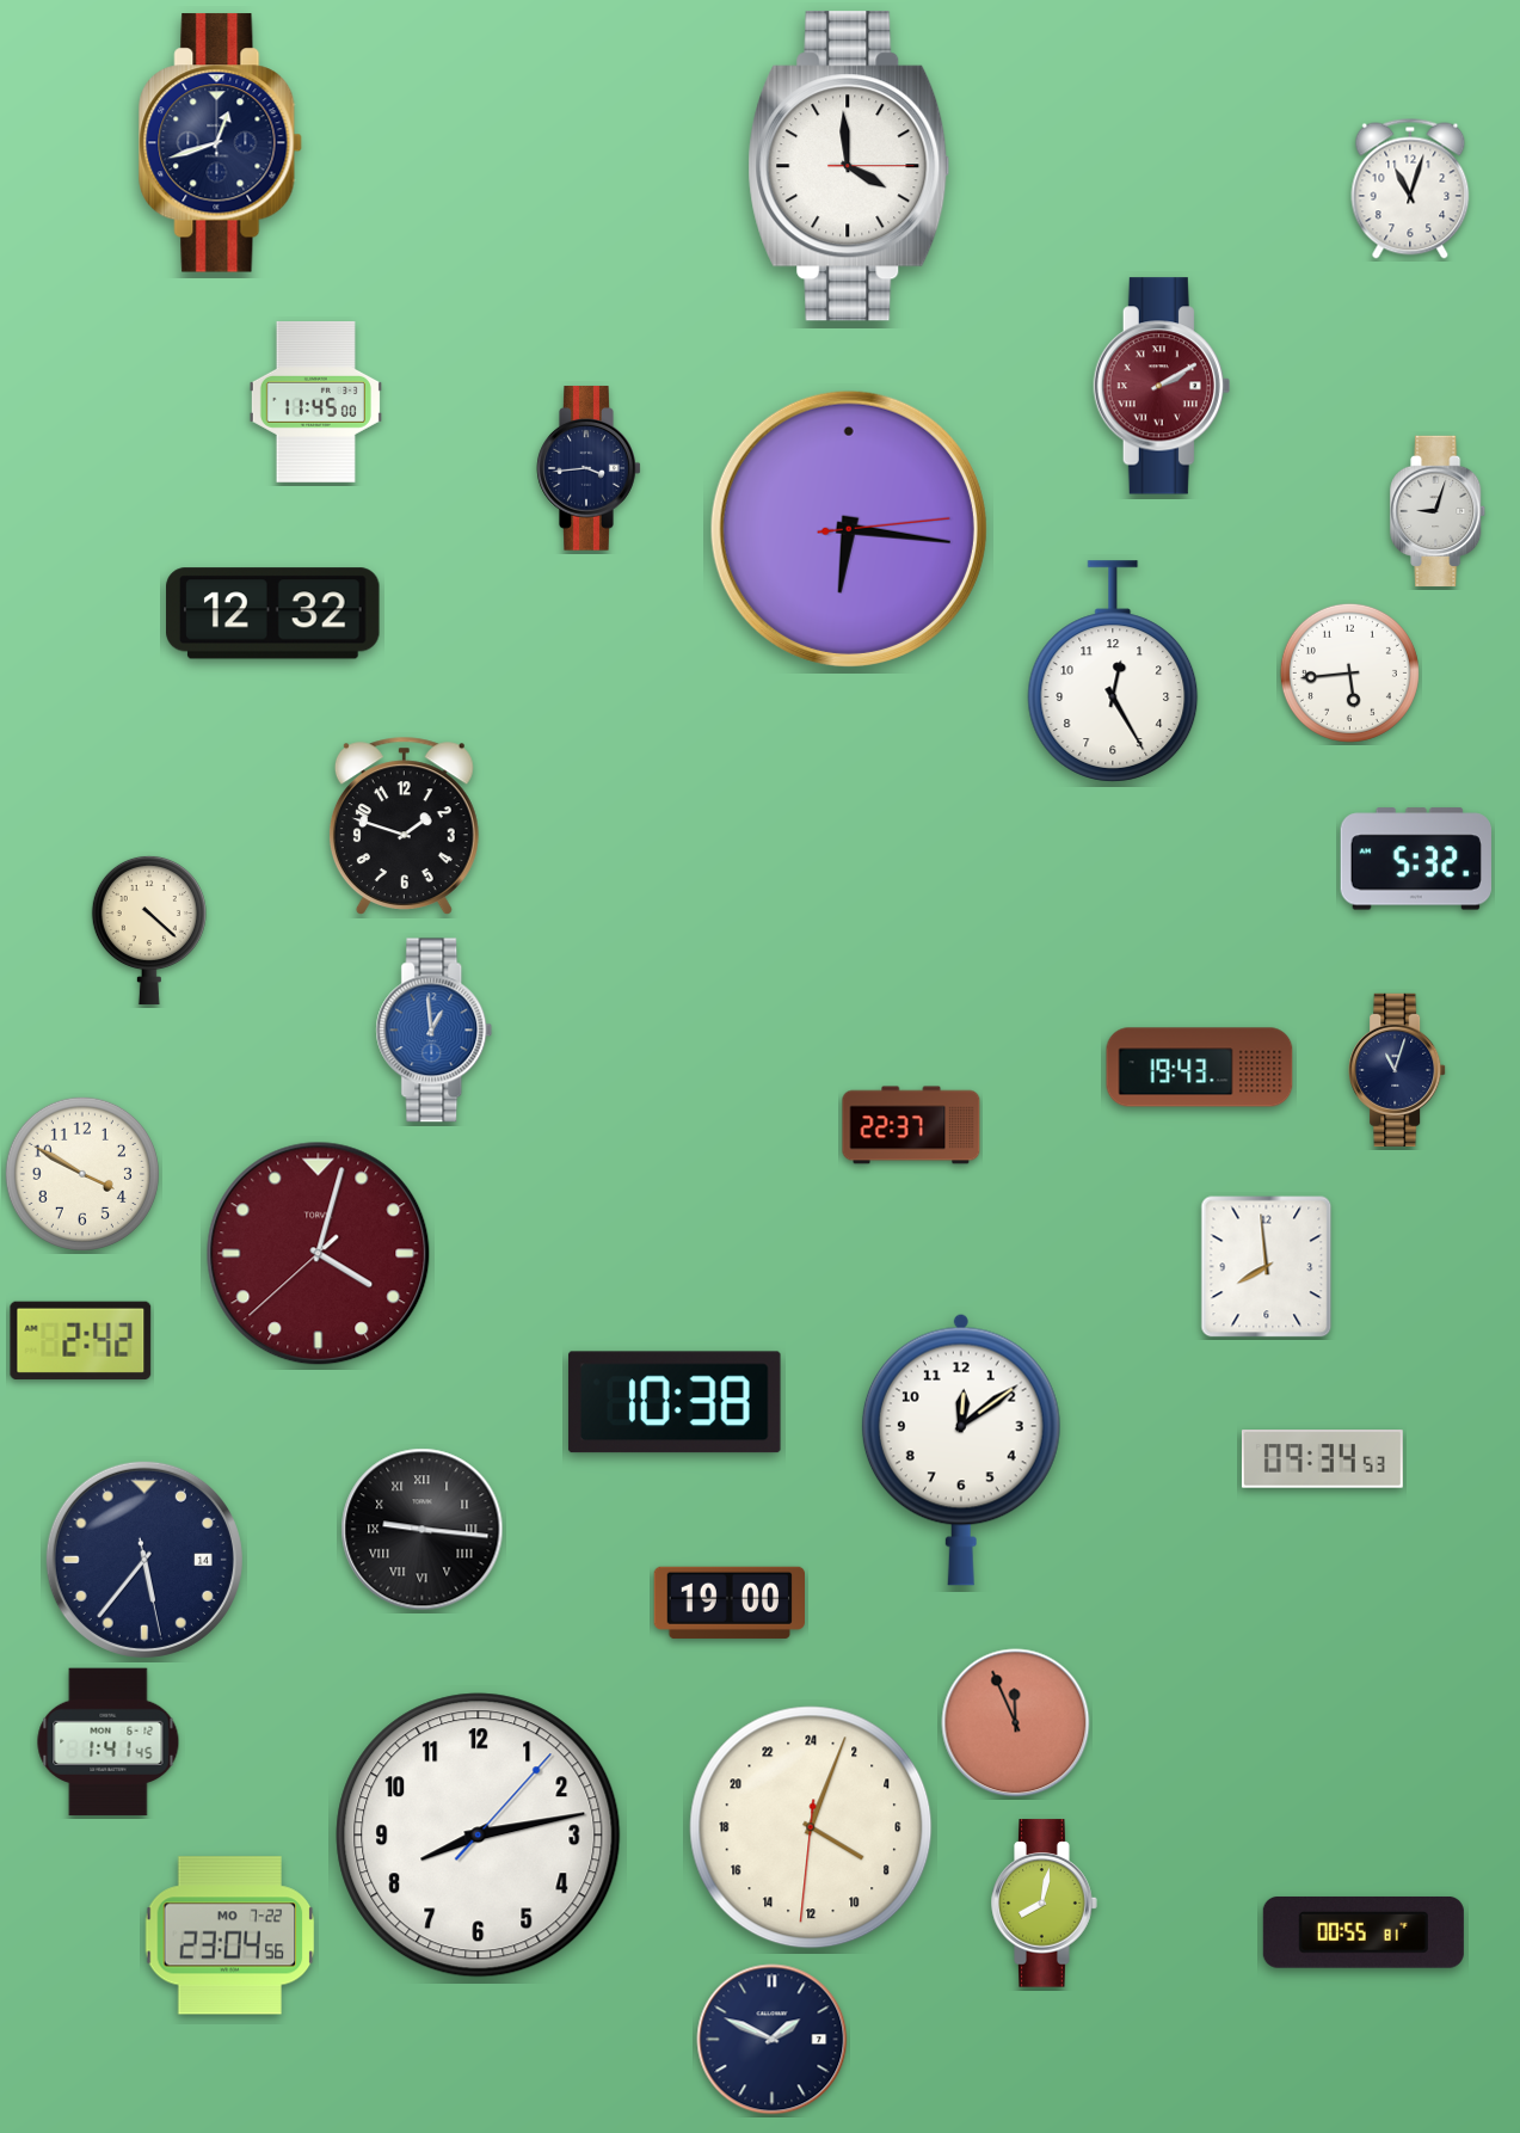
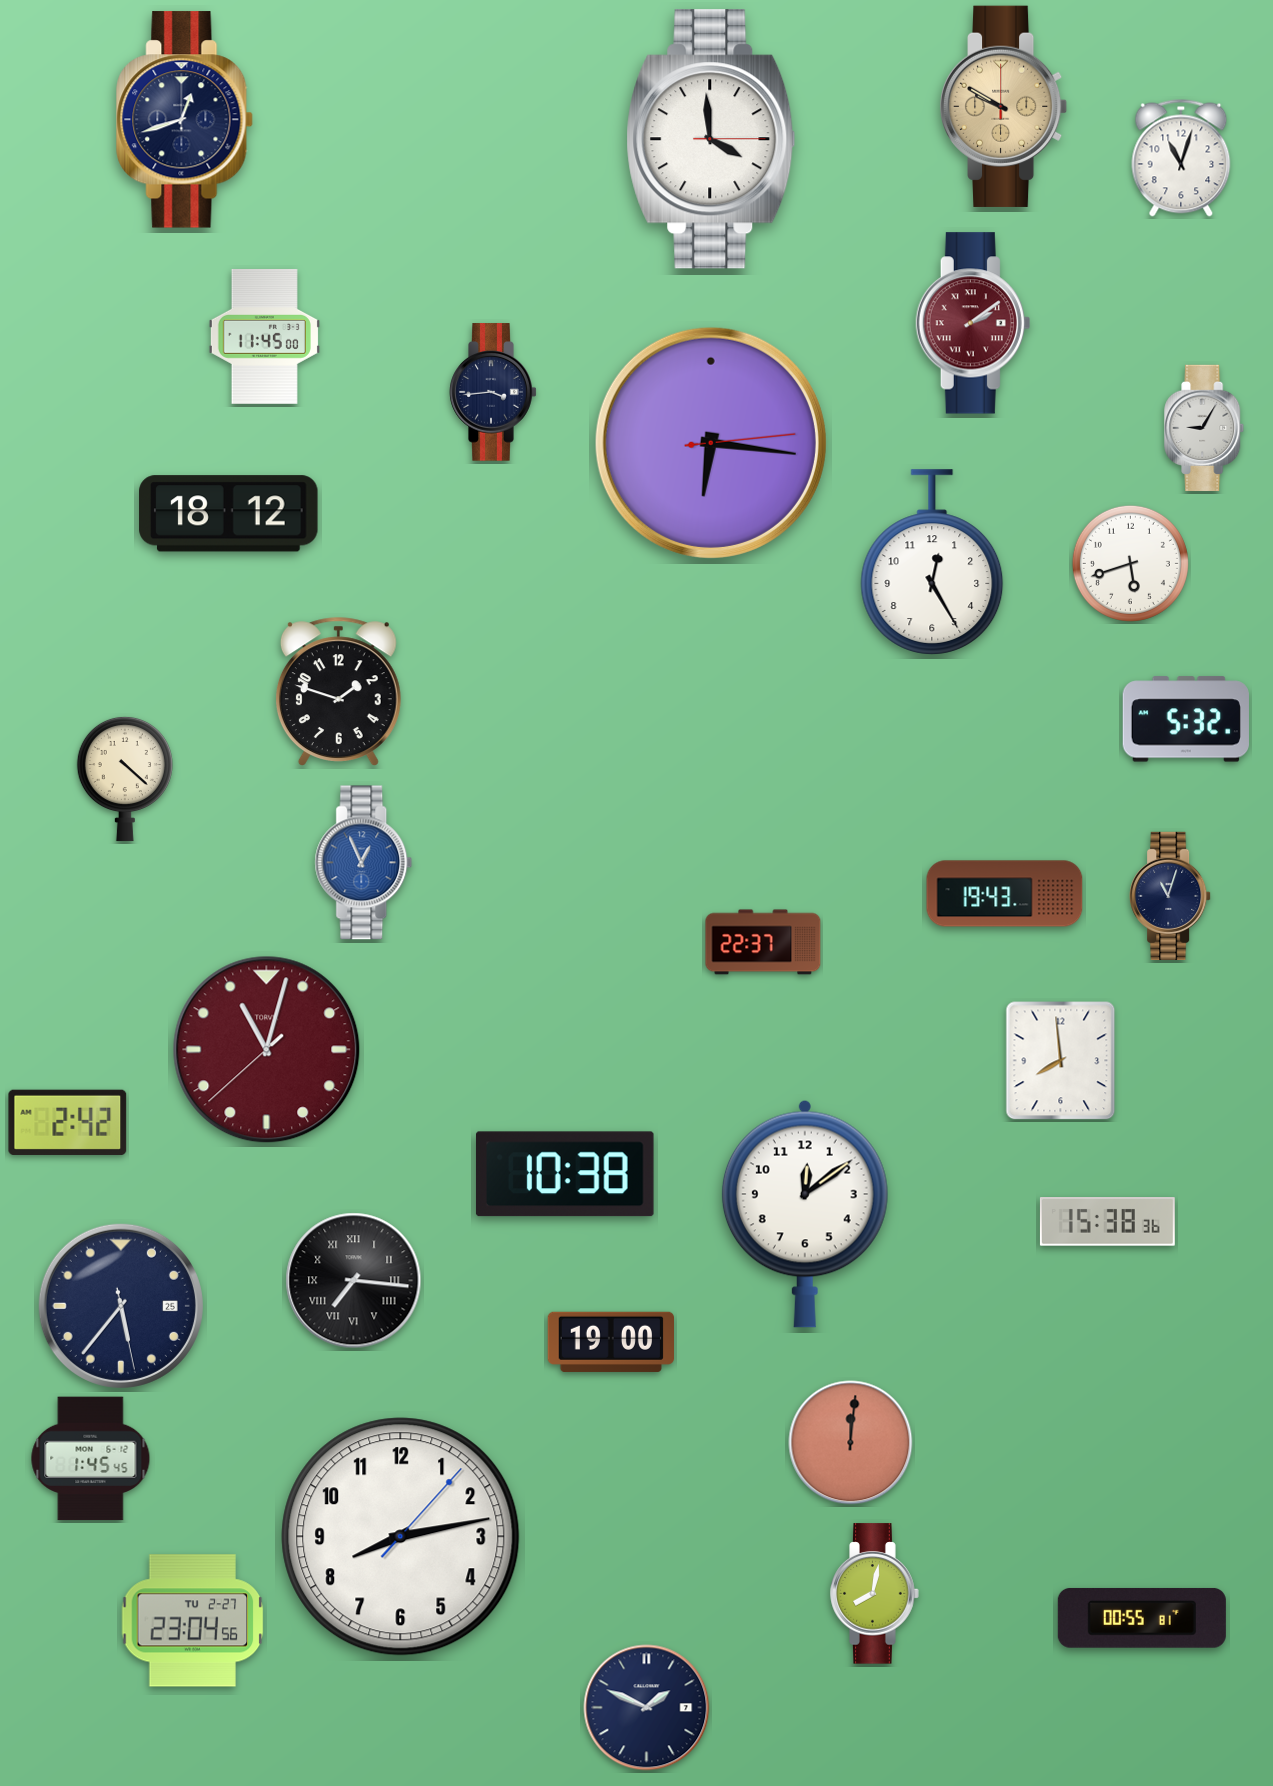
clock at (1004, 106): none -> 9:50
clock at (1162, 386): 2:10 -> 2:09
clock at (1439, 511): 9:03 -> 9:05
clock at (273, 614): 12:32 -> 18:12
clock at (1349, 672): 5:44 -> 5:42
clock at (435, 1031): 12:59 -> 12:56
clock at (82, 1174): 3:50 -> none
clock at (319, 1254): 4:02 -> 11:02
clock at (1322, 1459): 09:34 -> 15:38
clock at (423, 1530): 9:16 -> 7:16
clock at (144, 1560) date: 14 -> 25
clock at (1016, 1723): 11:56 -> 12:01
clock at (109, 1742): 1:41 -> 1:45
clock at (811, 1827): 8:03 -> none
clock at (230, 1936) date: MO 7-22 -> TU 2-27
